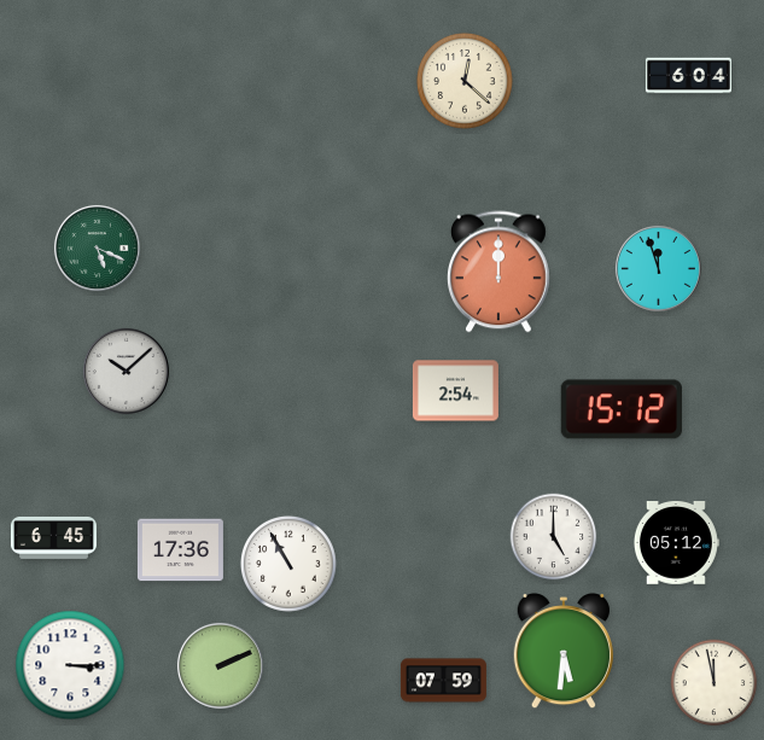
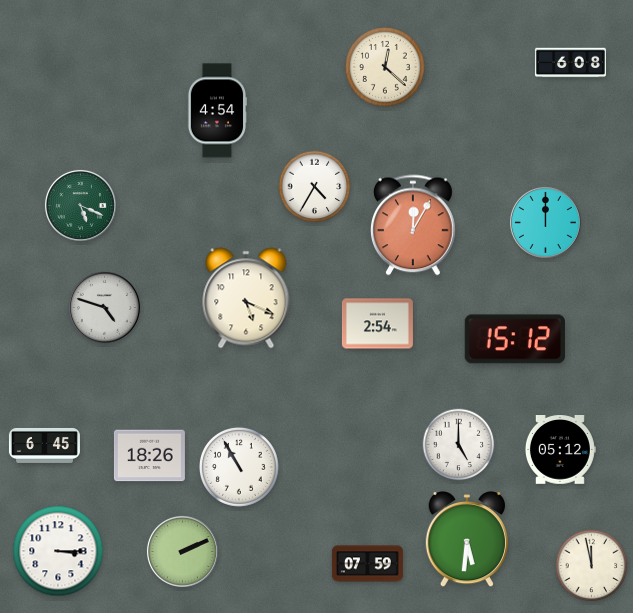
clock at (688, 76): 6:04 -> 6:08
clock at (217, 111): none -> 4:54
clock at (315, 187): none -> 4:35
clock at (658, 268): 11:57 -> 12:00
clock at (500, 272): 12:00 -> 12:05
clock at (246, 298): none -> 5:19
clock at (126, 371): 10:08 -> 4:48
clock at (180, 550): 17:36 -> 18:26
